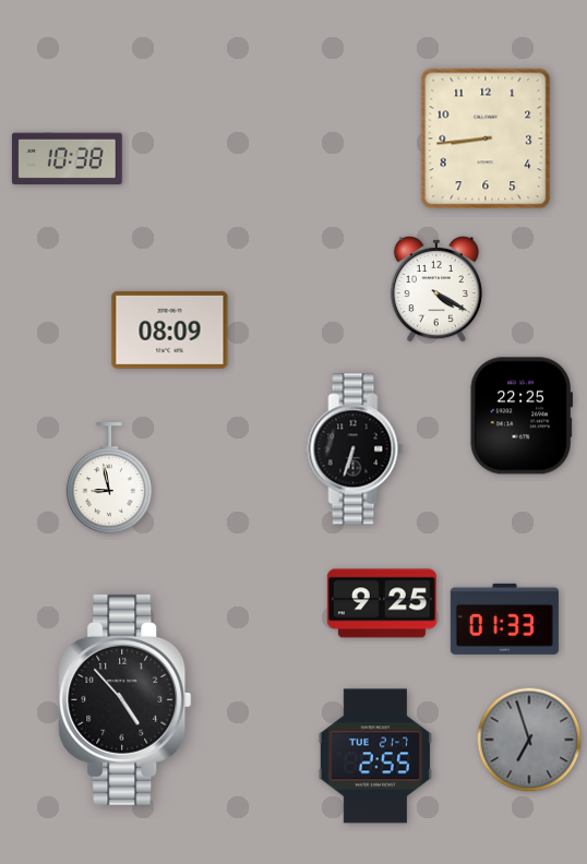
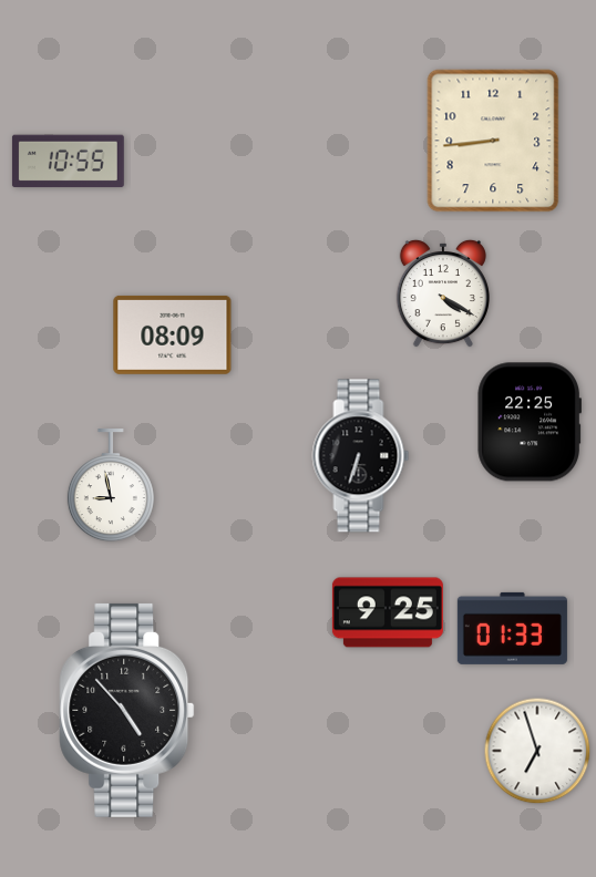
clock at (67, 159): 10:38 -> 10:55
clock at (529, 740) dial: grey -> white
clock at (374, 756): 2:55 -> none
